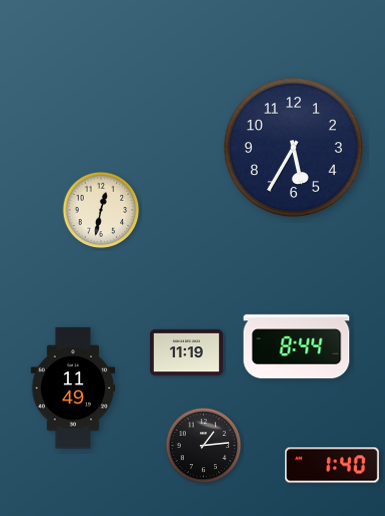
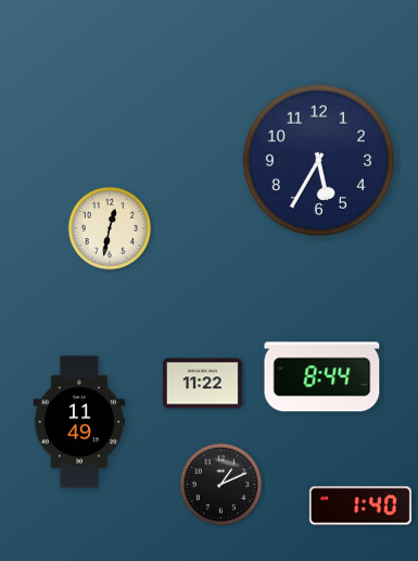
clock at (186, 353): 11:19 -> 11:22
clock at (204, 446): 1:14 -> 1:11
